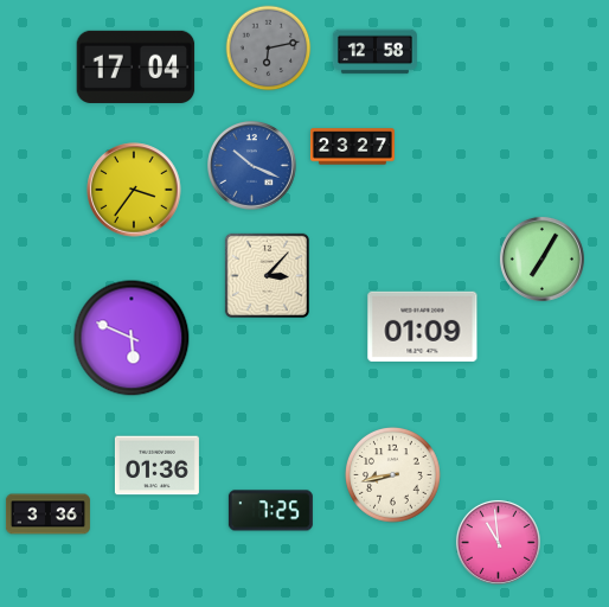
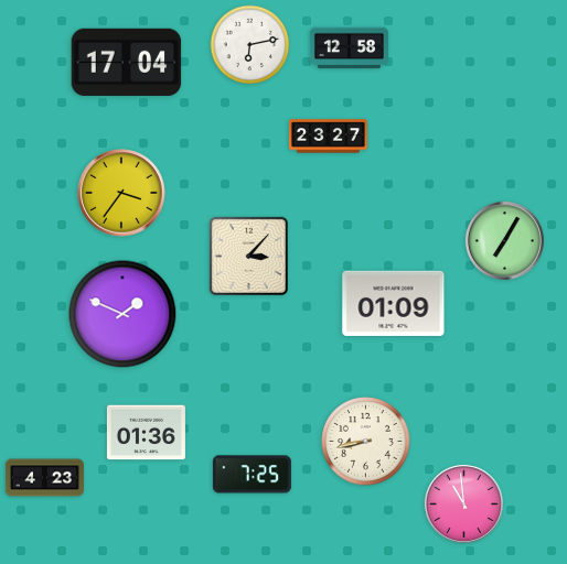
clock at (269, 49) dial: grey -> white
clock at (252, 166): 10:19 -> none
clock at (134, 190) position: (134, 190) -> (121, 193)
clock at (132, 338): 5:49 -> 1:49
clock at (47, 515): 3:36 -> 4:23
